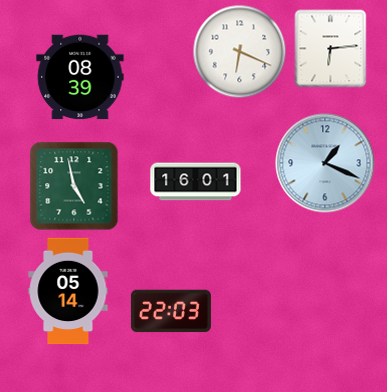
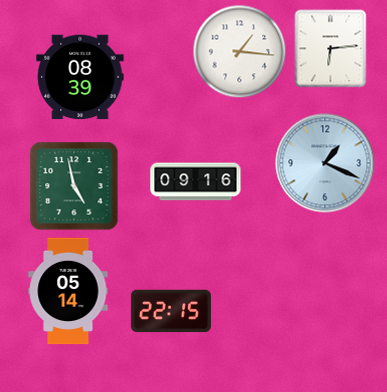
clock at (240, 52): 6:19 -> 1:16
clock at (196, 182): 16:01 -> 09:16
clock at (171, 311): 22:03 -> 22:15
